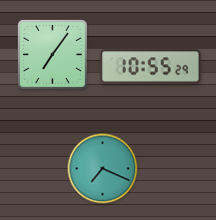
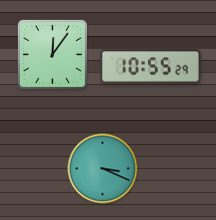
clock at (52, 54): 7:06 -> 12:06
clock at (103, 169): 7:19 -> 3:19
